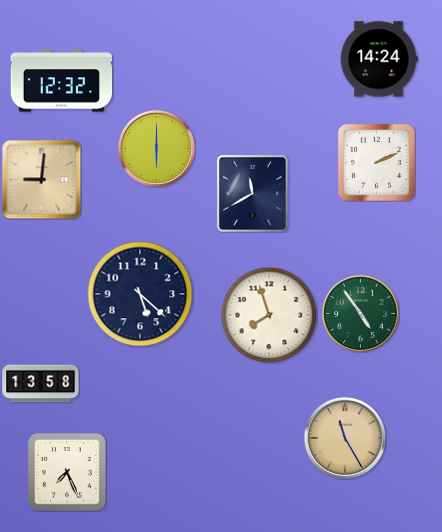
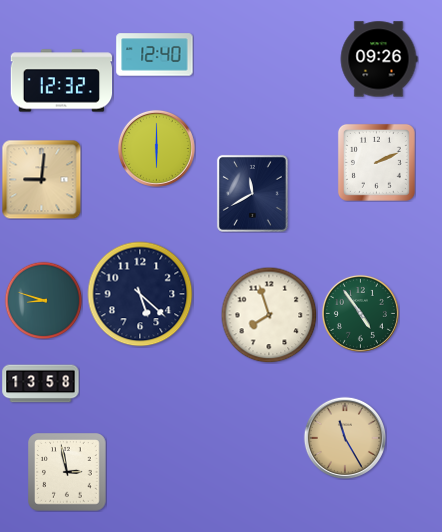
clock at (155, 55): none -> 12:40
clock at (379, 59): 14:24 -> 09:26
clock at (43, 300): none -> 8:48
clock at (67, 472): 7:26 -> 2:58
